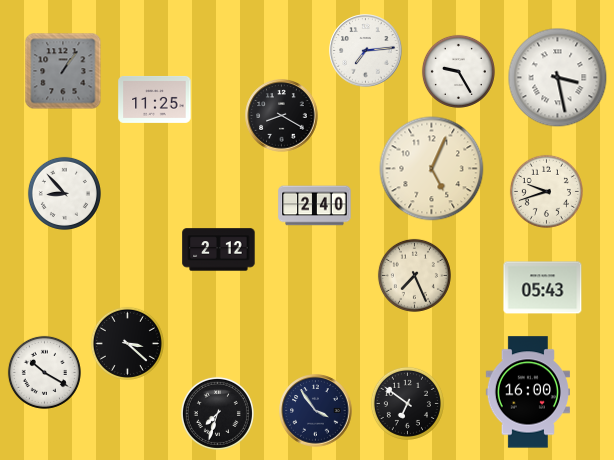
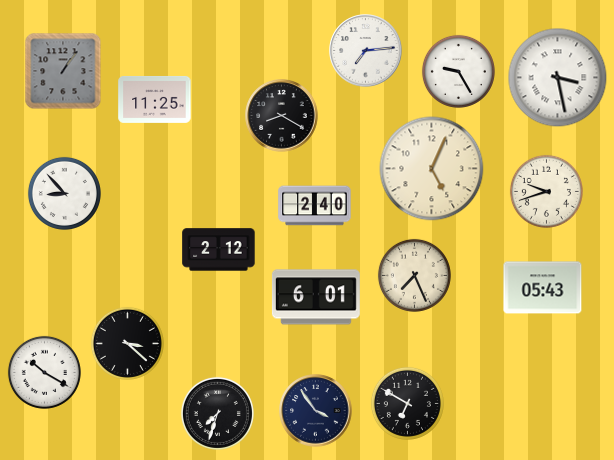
clock at (316, 297): none -> 6:01
clock at (528, 392): 16:00 -> none
clock at (407, 403): 6:51 -> 6:50
